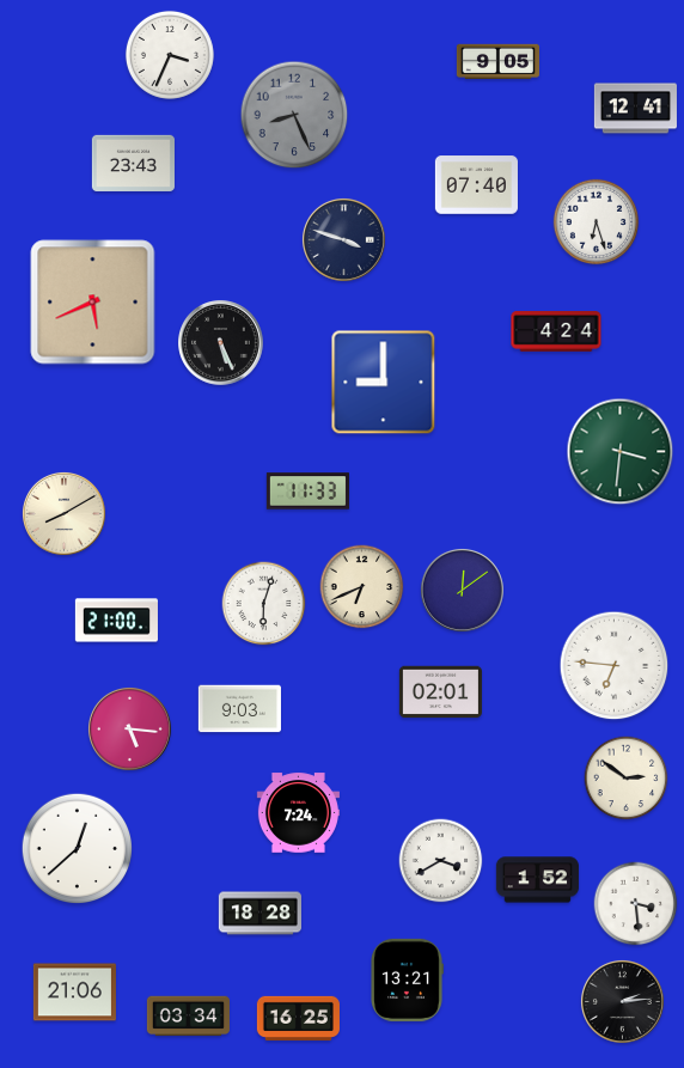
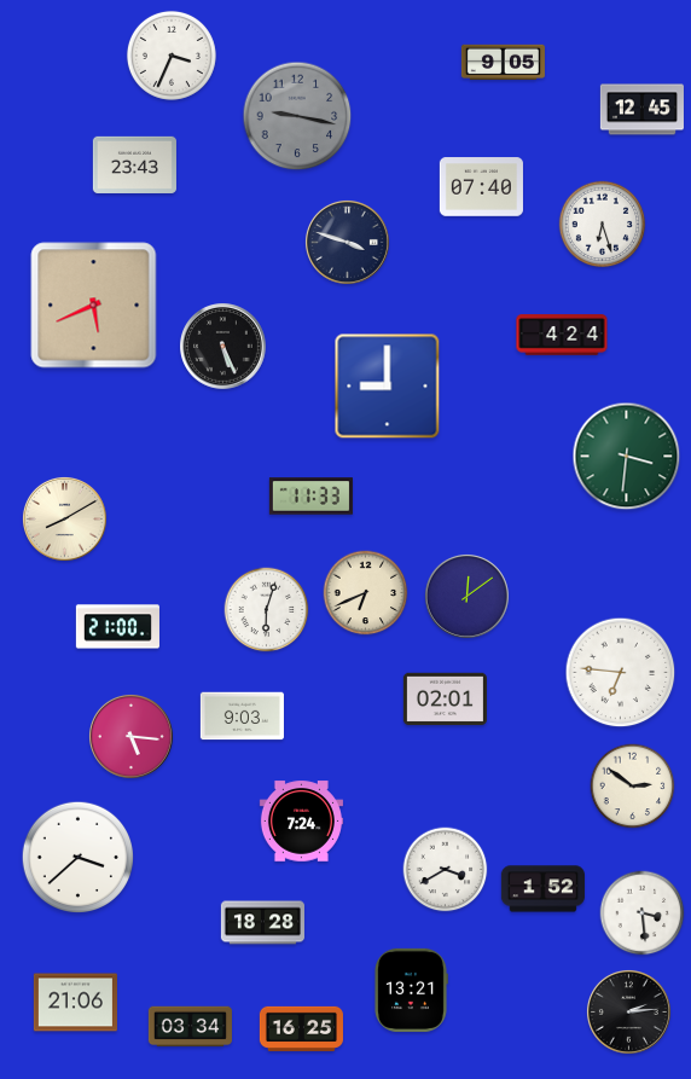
clock at (635, 109): 12:41 -> 12:45
clock at (294, 115): 8:26 -> 9:17
clock at (78, 849): 12:38 -> 3:38
